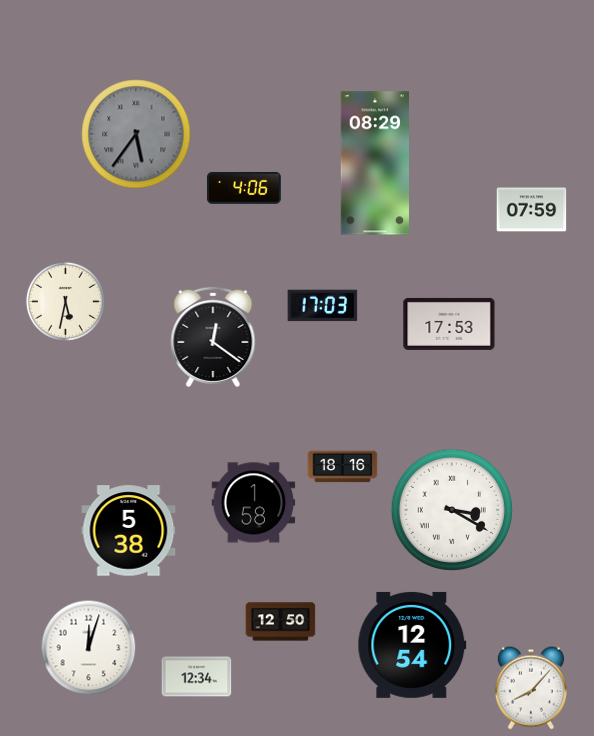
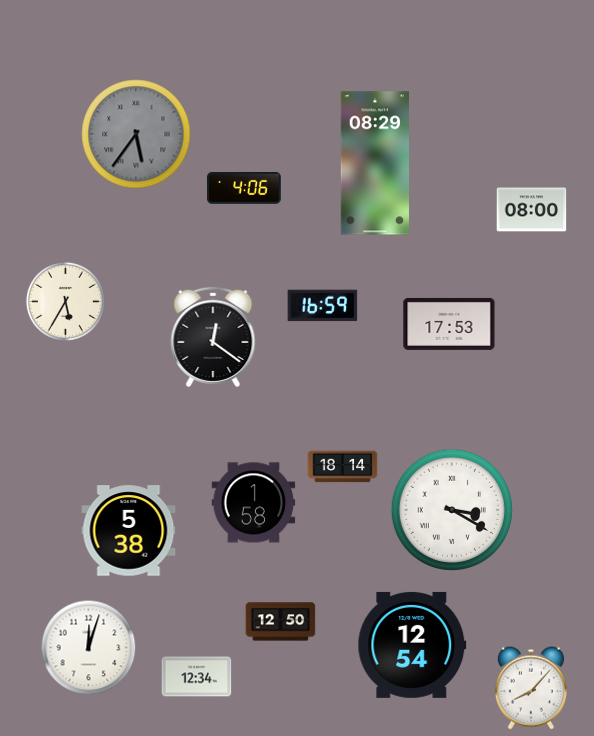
clock at (532, 210): 07:59 -> 08:00
clock at (65, 301): 5:32 -> 5:35
clock at (323, 306): 17:03 -> 16:59
clock at (343, 467): 18:16 -> 18:14
